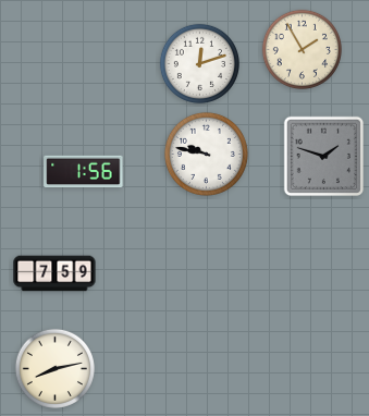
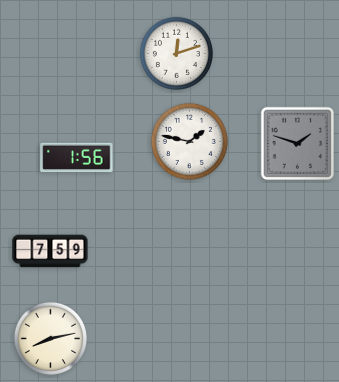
clock at (302, 49): 1:55 -> none
clock at (199, 63) position: (199, 63) -> (176, 53)
clock at (206, 154): 9:47 -> 1:47
